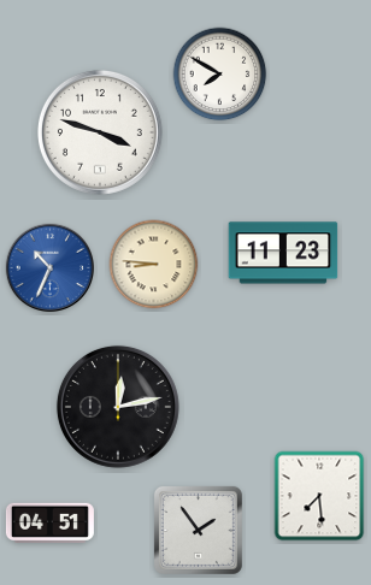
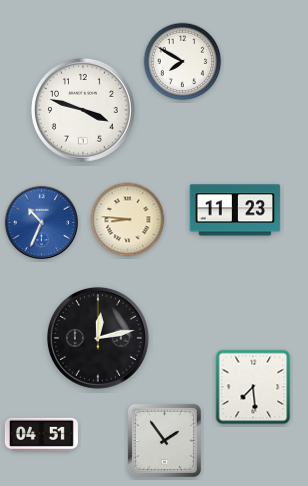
clock at (319, 496) position: (319, 496) -> (253, 387)
